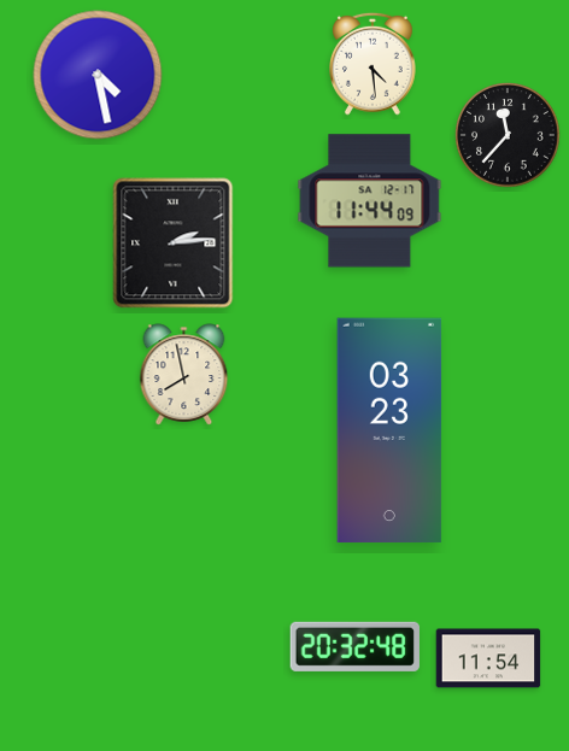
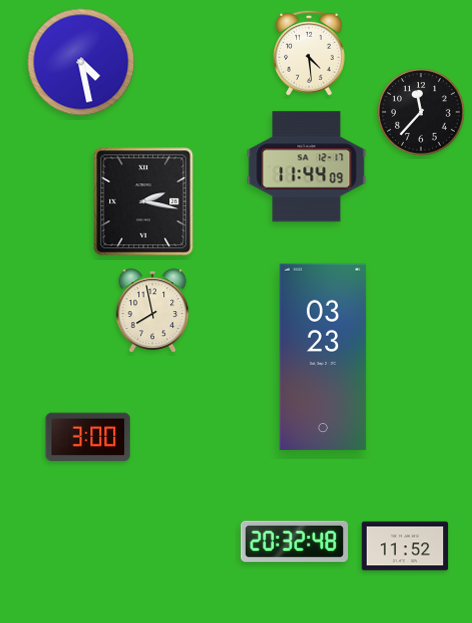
clock at (174, 244): 2:14 -> 2:17
clock at (88, 437): none -> 3:00
clock at (354, 646) position: (354, 646) -> (294, 541)
clock at (488, 658): 11:54 -> 11:52
